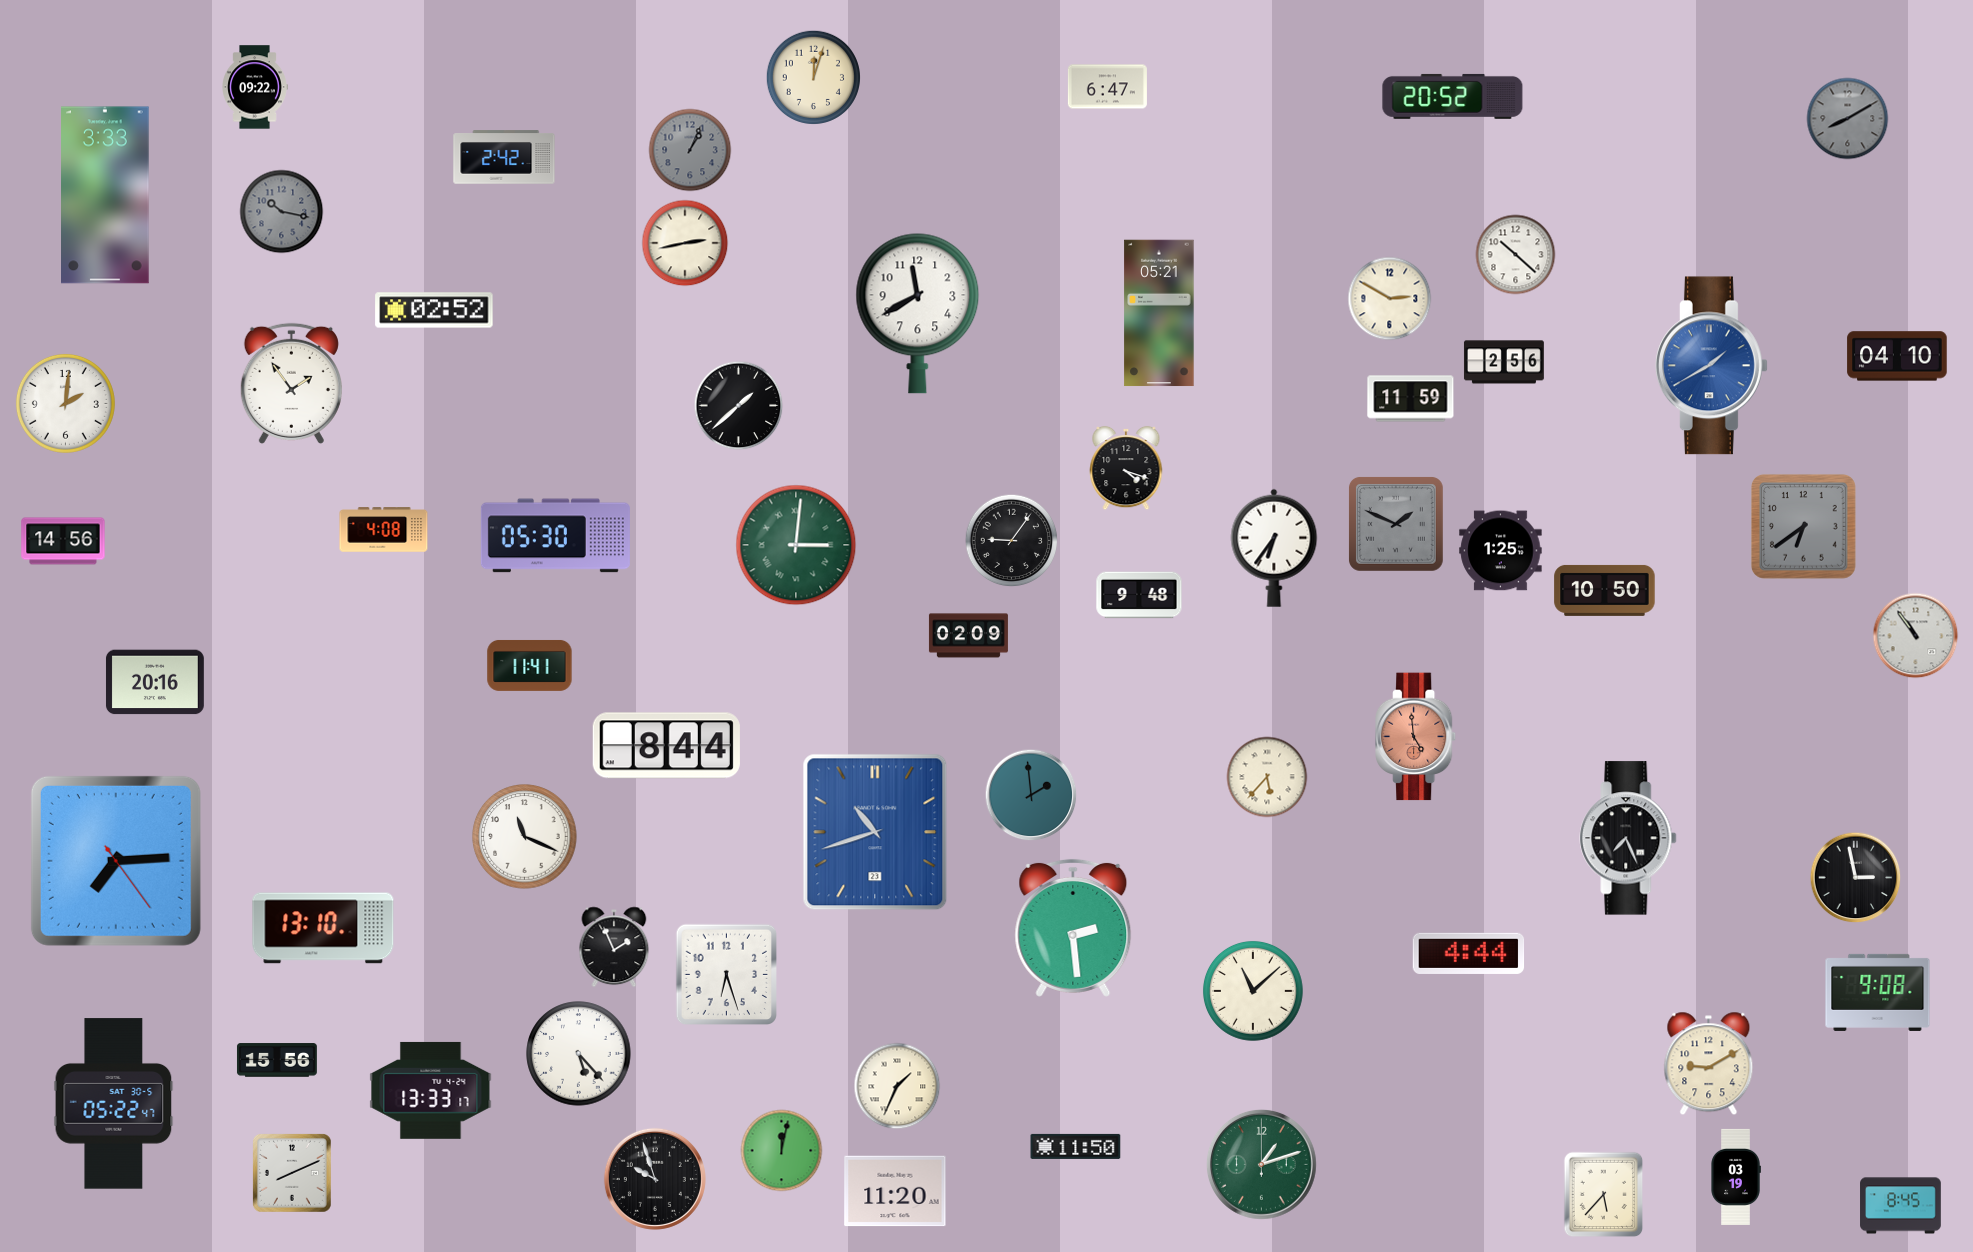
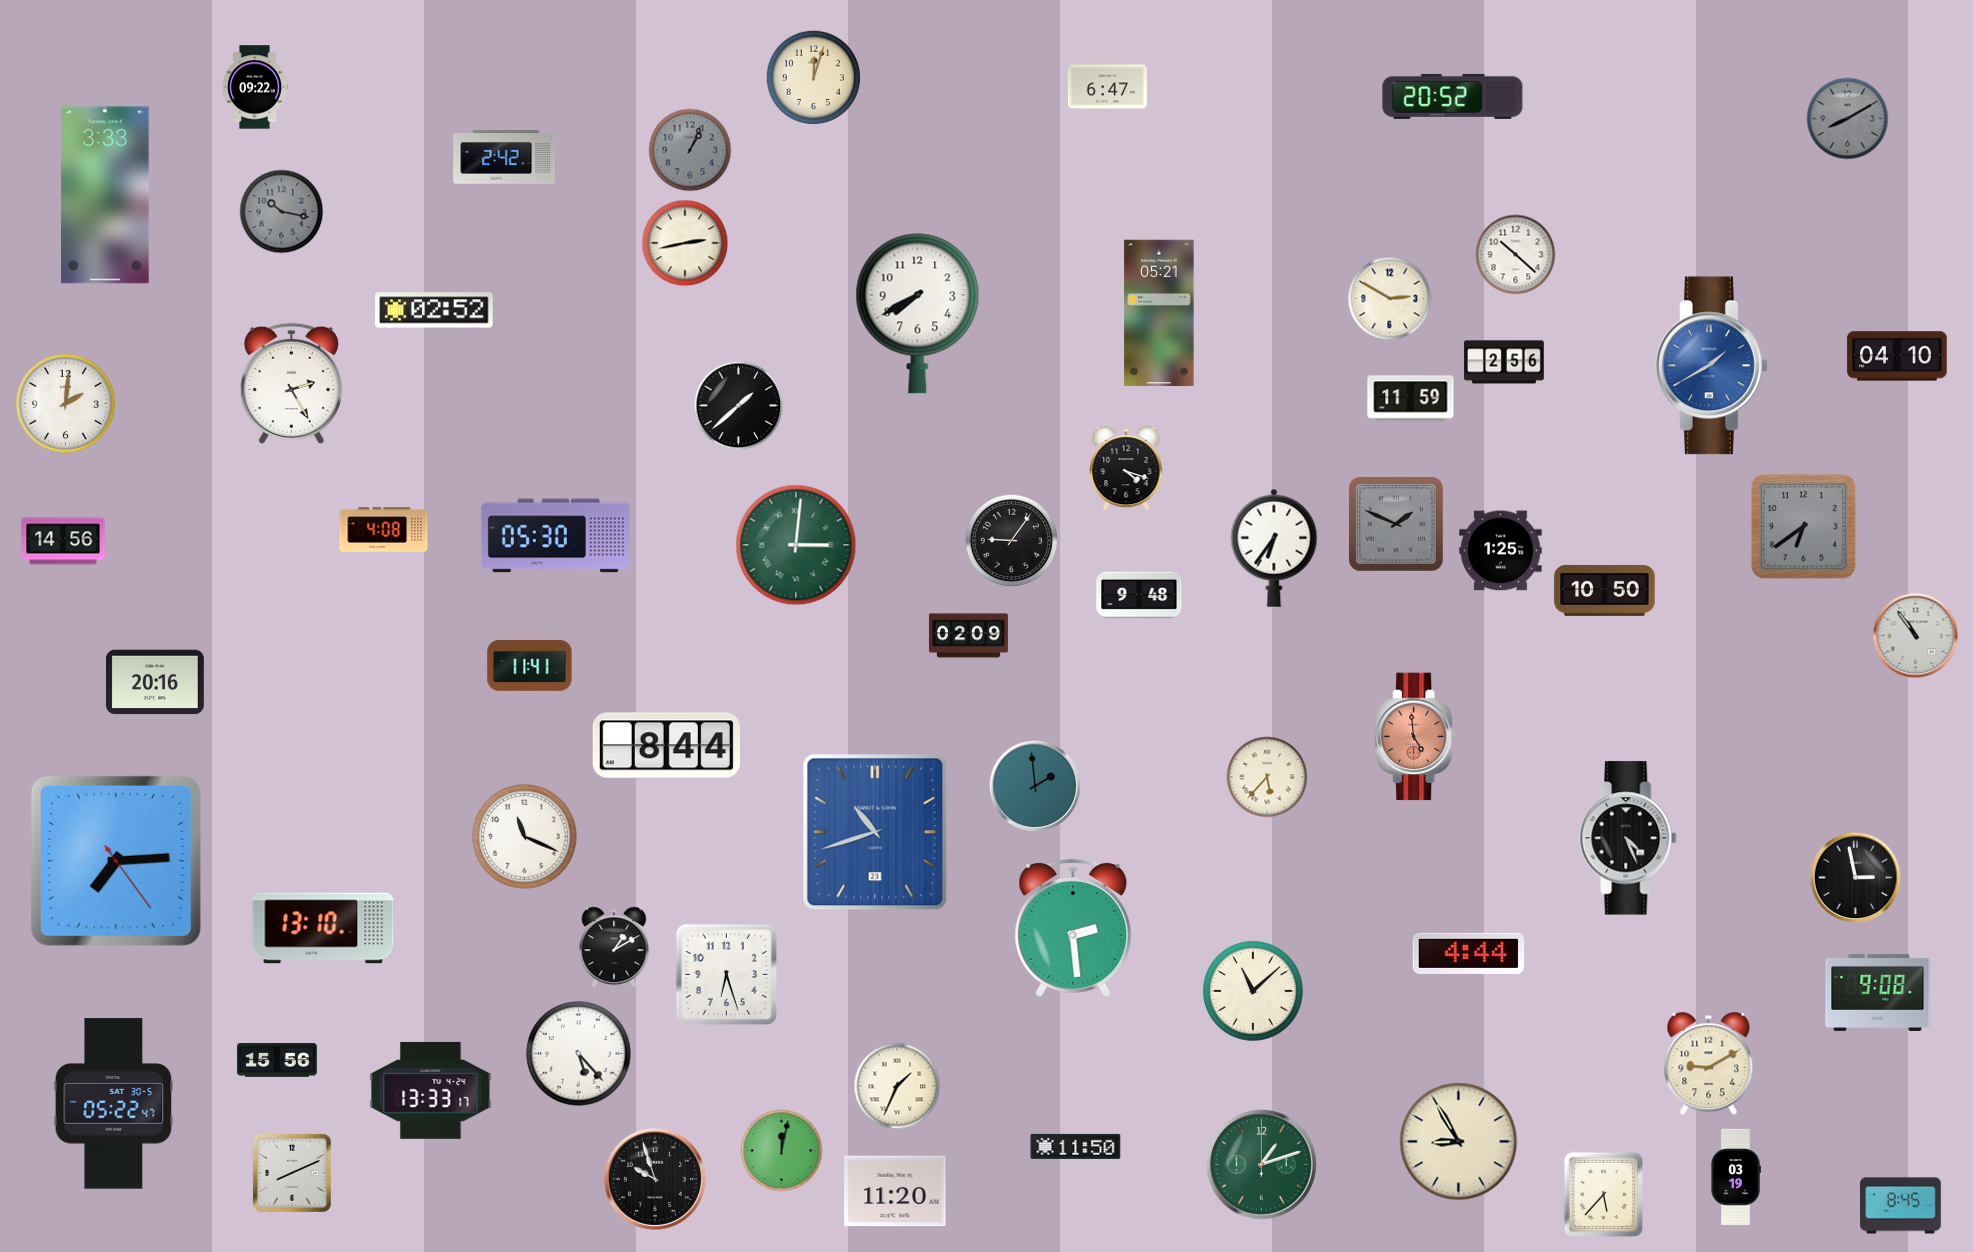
clock at (918, 313): 11:40 -> 7:40
clock at (291, 383): 1:54 -> 2:25
clock at (1031, 795) position: (1031, 795) -> (1035, 786)
clock at (1628, 838): 7:26 -> 4:26
clock at (614, 947): 1:56 -> 1:10
clock at (1459, 1142): none -> 8:55
